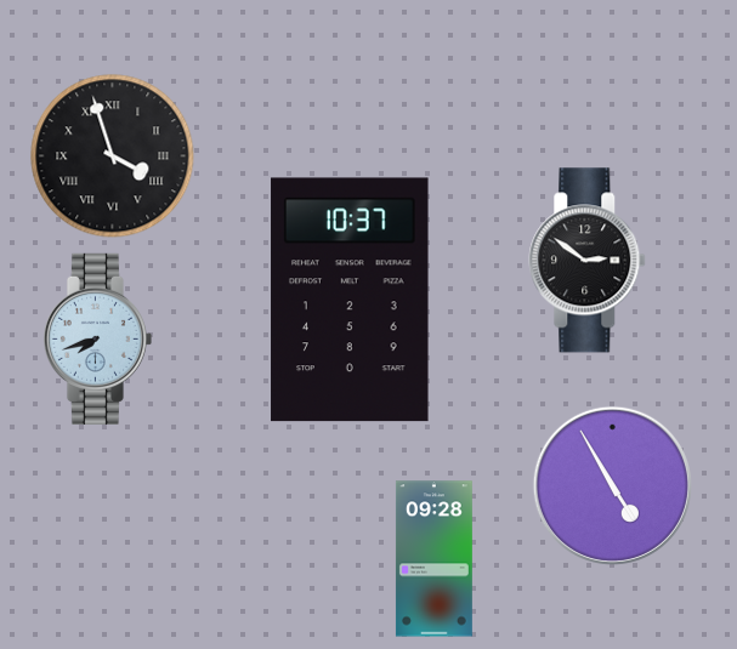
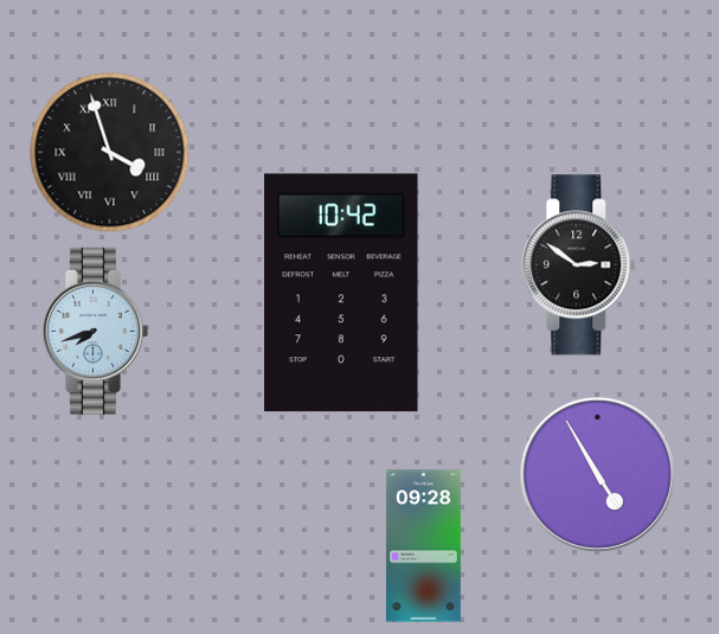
clock at (588, 261) position: (588, 261) -> (579, 265)
clock at (350, 300): 10:37 -> 10:42
